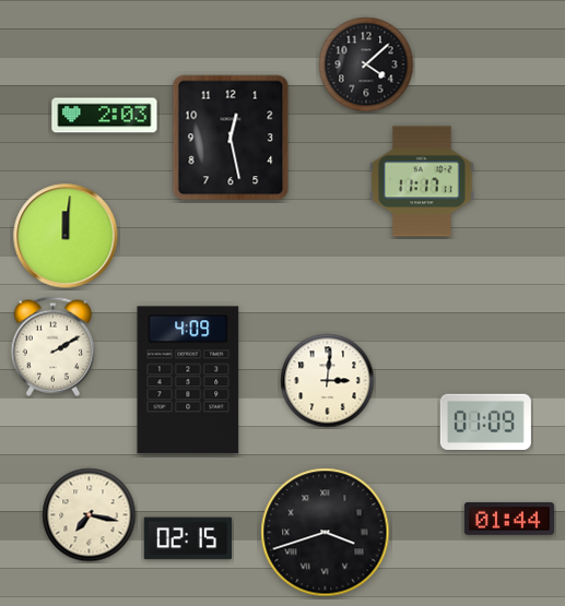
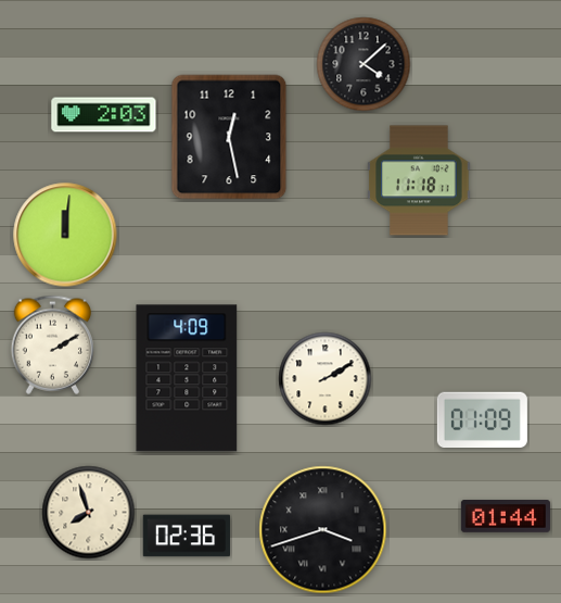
clock at (422, 181): 11:17 -> 11:18
clock at (328, 381): 3:01 -> 2:10
clock at (90, 515): 7:17 -> 7:57
clock at (187, 538): 02:15 -> 02:36
